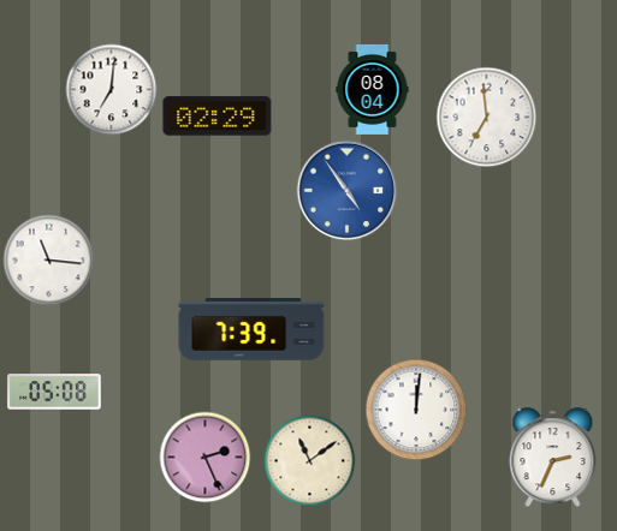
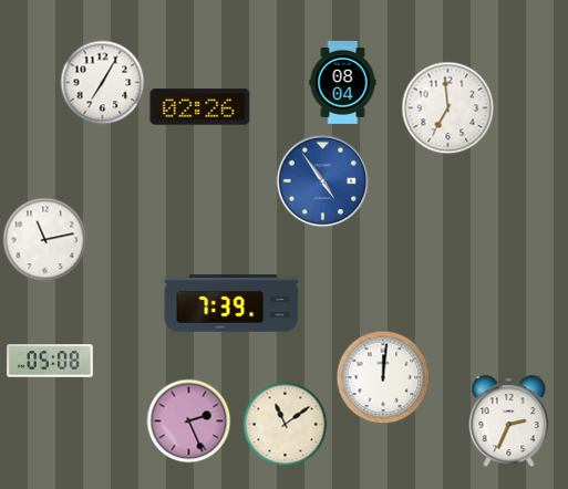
clock at (112, 90): 7:01 -> 7:05
clock at (218, 117): 02:29 -> 02:26
clock at (348, 191) position: (348, 191) -> (323, 181)
clock at (49, 261): 11:16 -> 11:13
